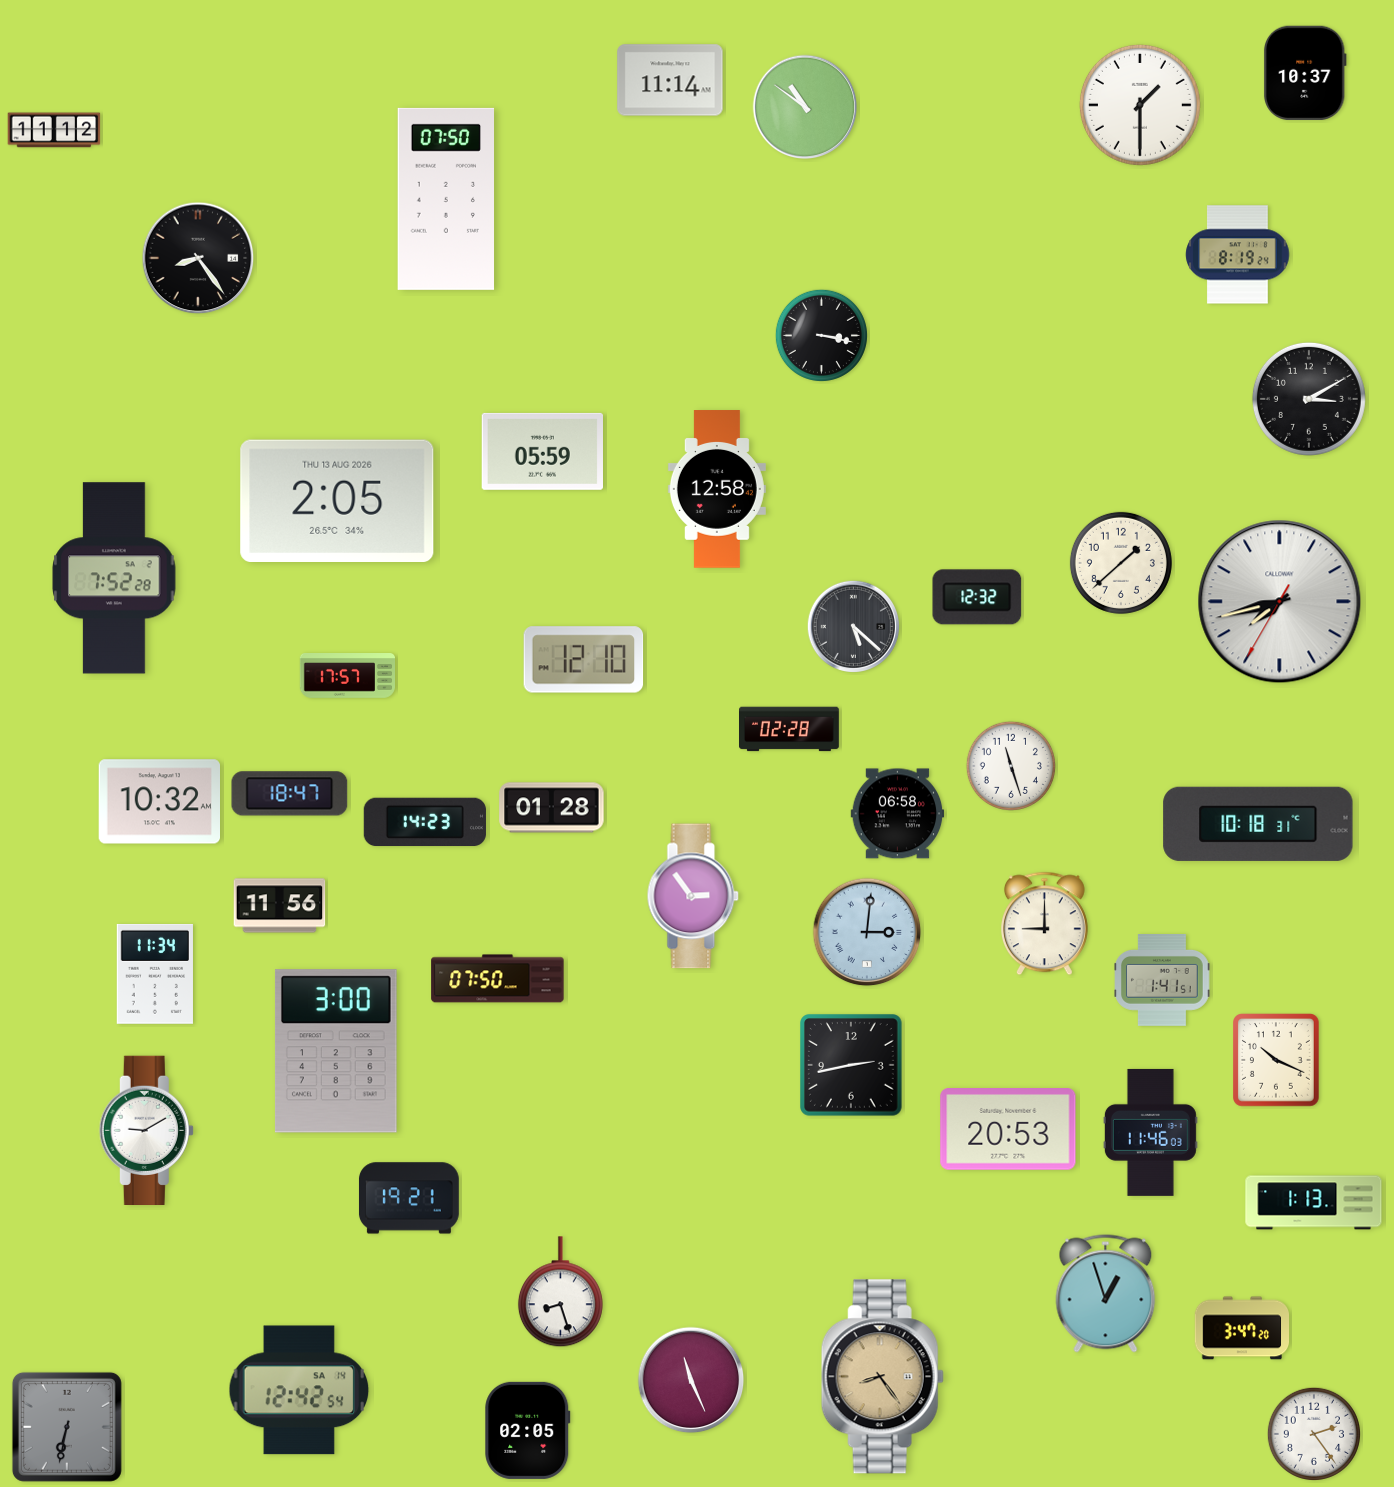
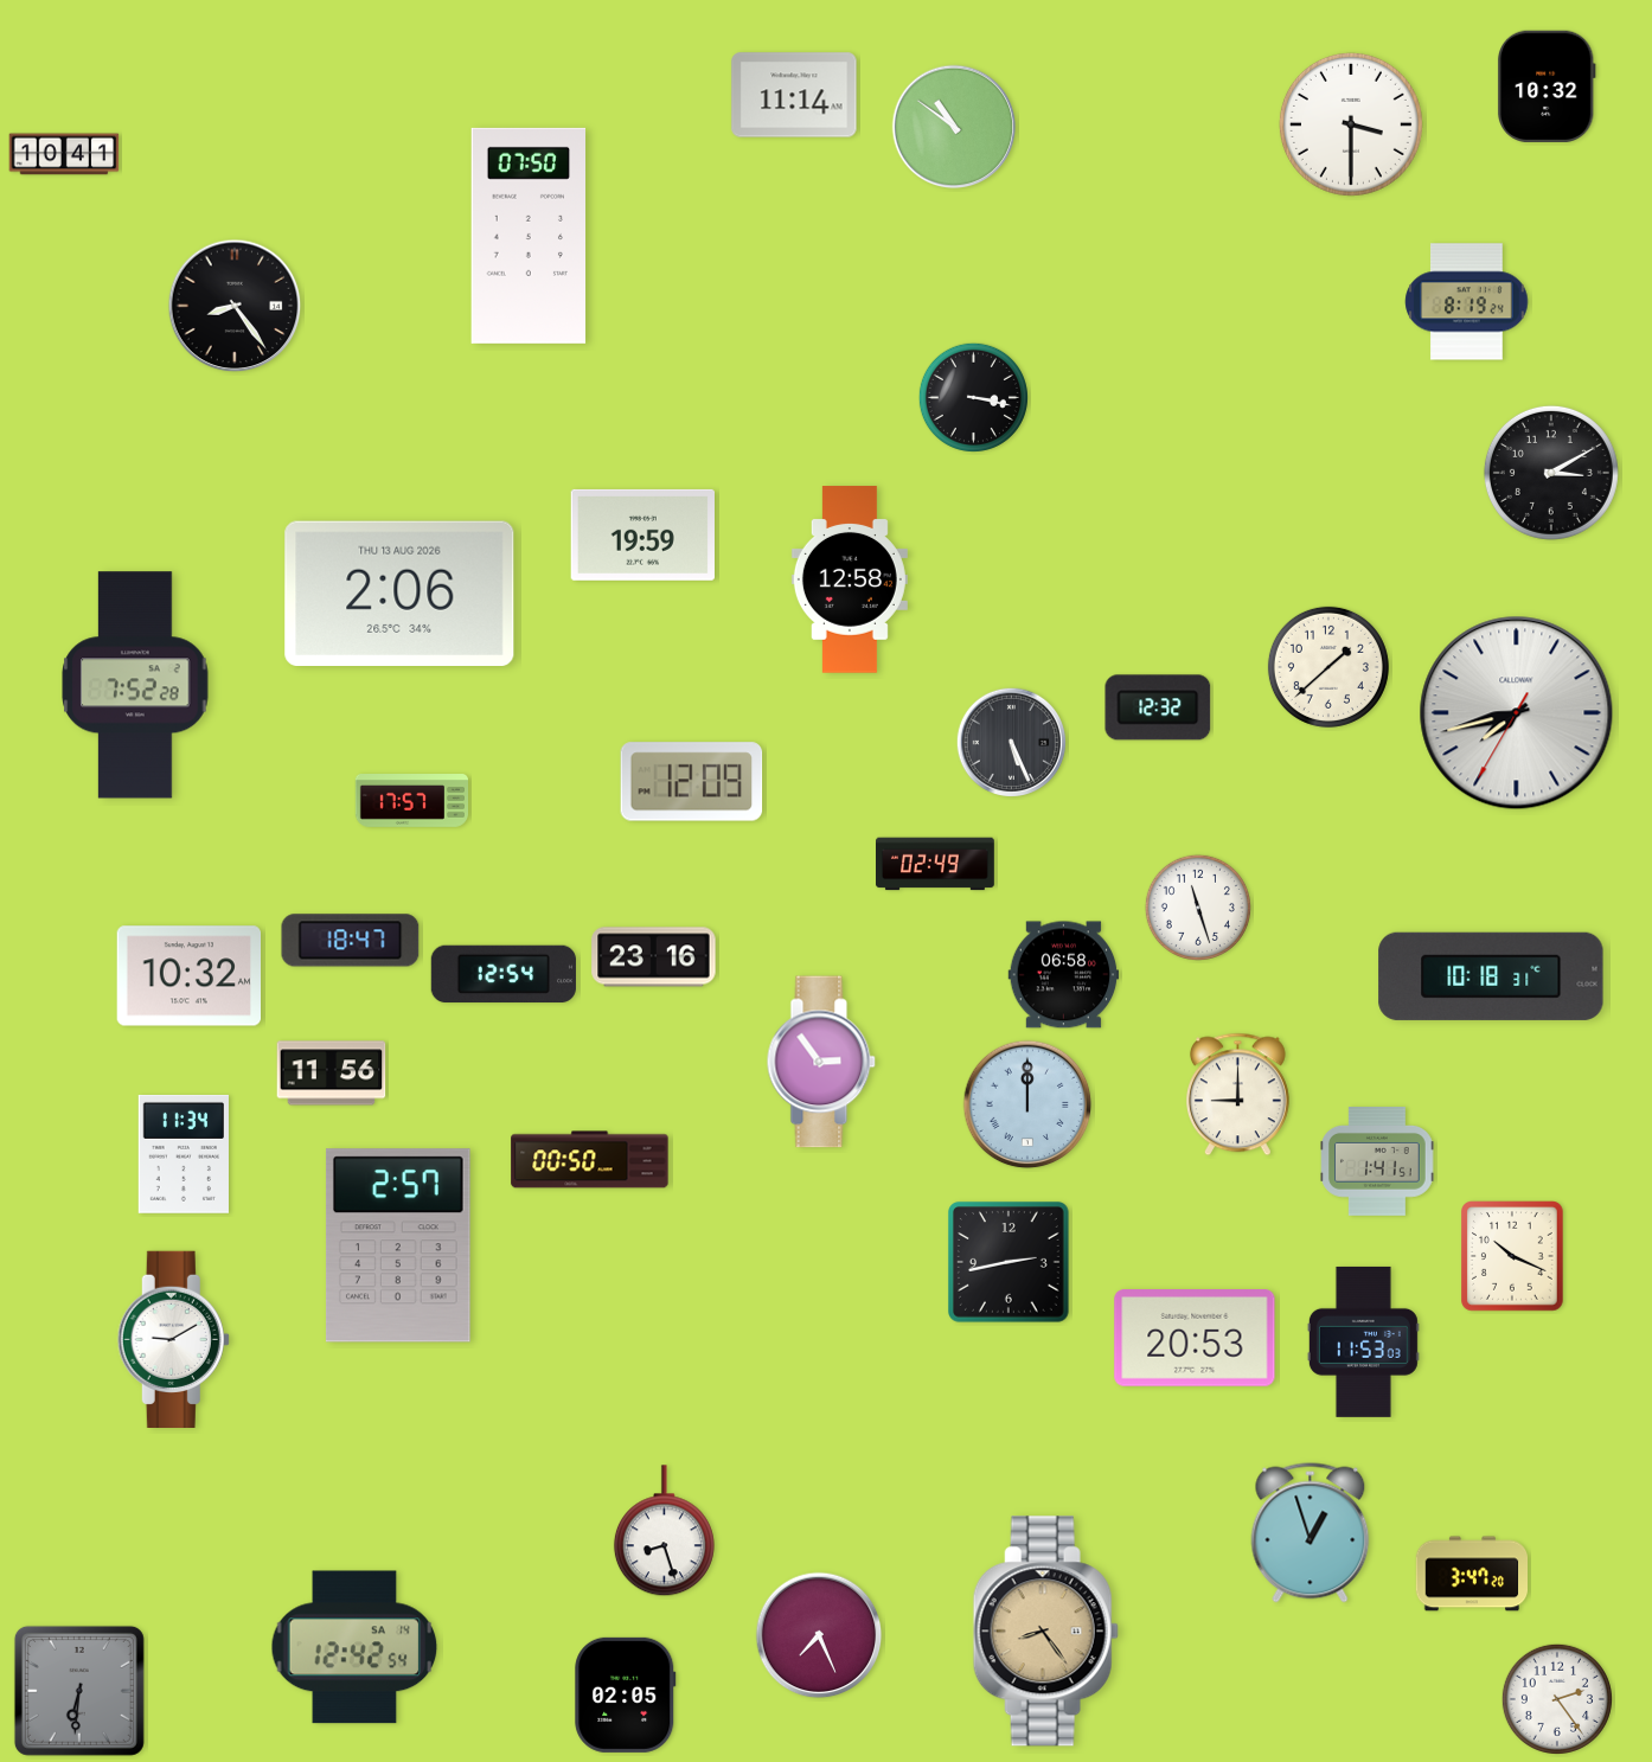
clock at (1305, 73): 10:37 -> 10:32
clock at (1140, 105): 1:30 -> 3:30
clock at (54, 130): 11:12 -> 10:41
clock at (542, 451): 05:59 -> 19:59
clock at (337, 500): 2:05 -> 2:06
clock at (853, 626): 5:22 -> 5:26
clock at (584, 660): 12:10 -> 12:09
clock at (790, 729): 02:28 -> 02:49
clock at (290, 794) position: (290, 794) -> (351, 941)
clock at (159, 802) position: (159, 802) -> (188, 976)
clock at (552, 808): 01:28 -> 23:16
clock at (898, 814) position: (898, 814) -> (1064, 975)
clock at (425, 822): 14:23 -> 12:54
clock at (867, 932): 3:01 -> 12:00
clock at (498, 979): 07:50 -> 00:50
clock at (336, 1051): 3:00 -> 2:57
clock at (1150, 1132): 11:46 -> 11:53
clock at (409, 1198): 19:21 -> none
clock at (1314, 1203): 1:13 -> none
clock at (691, 1380): 11:26 -> 7:26
clock at (67, 1427): 6:32 -> 6:31
